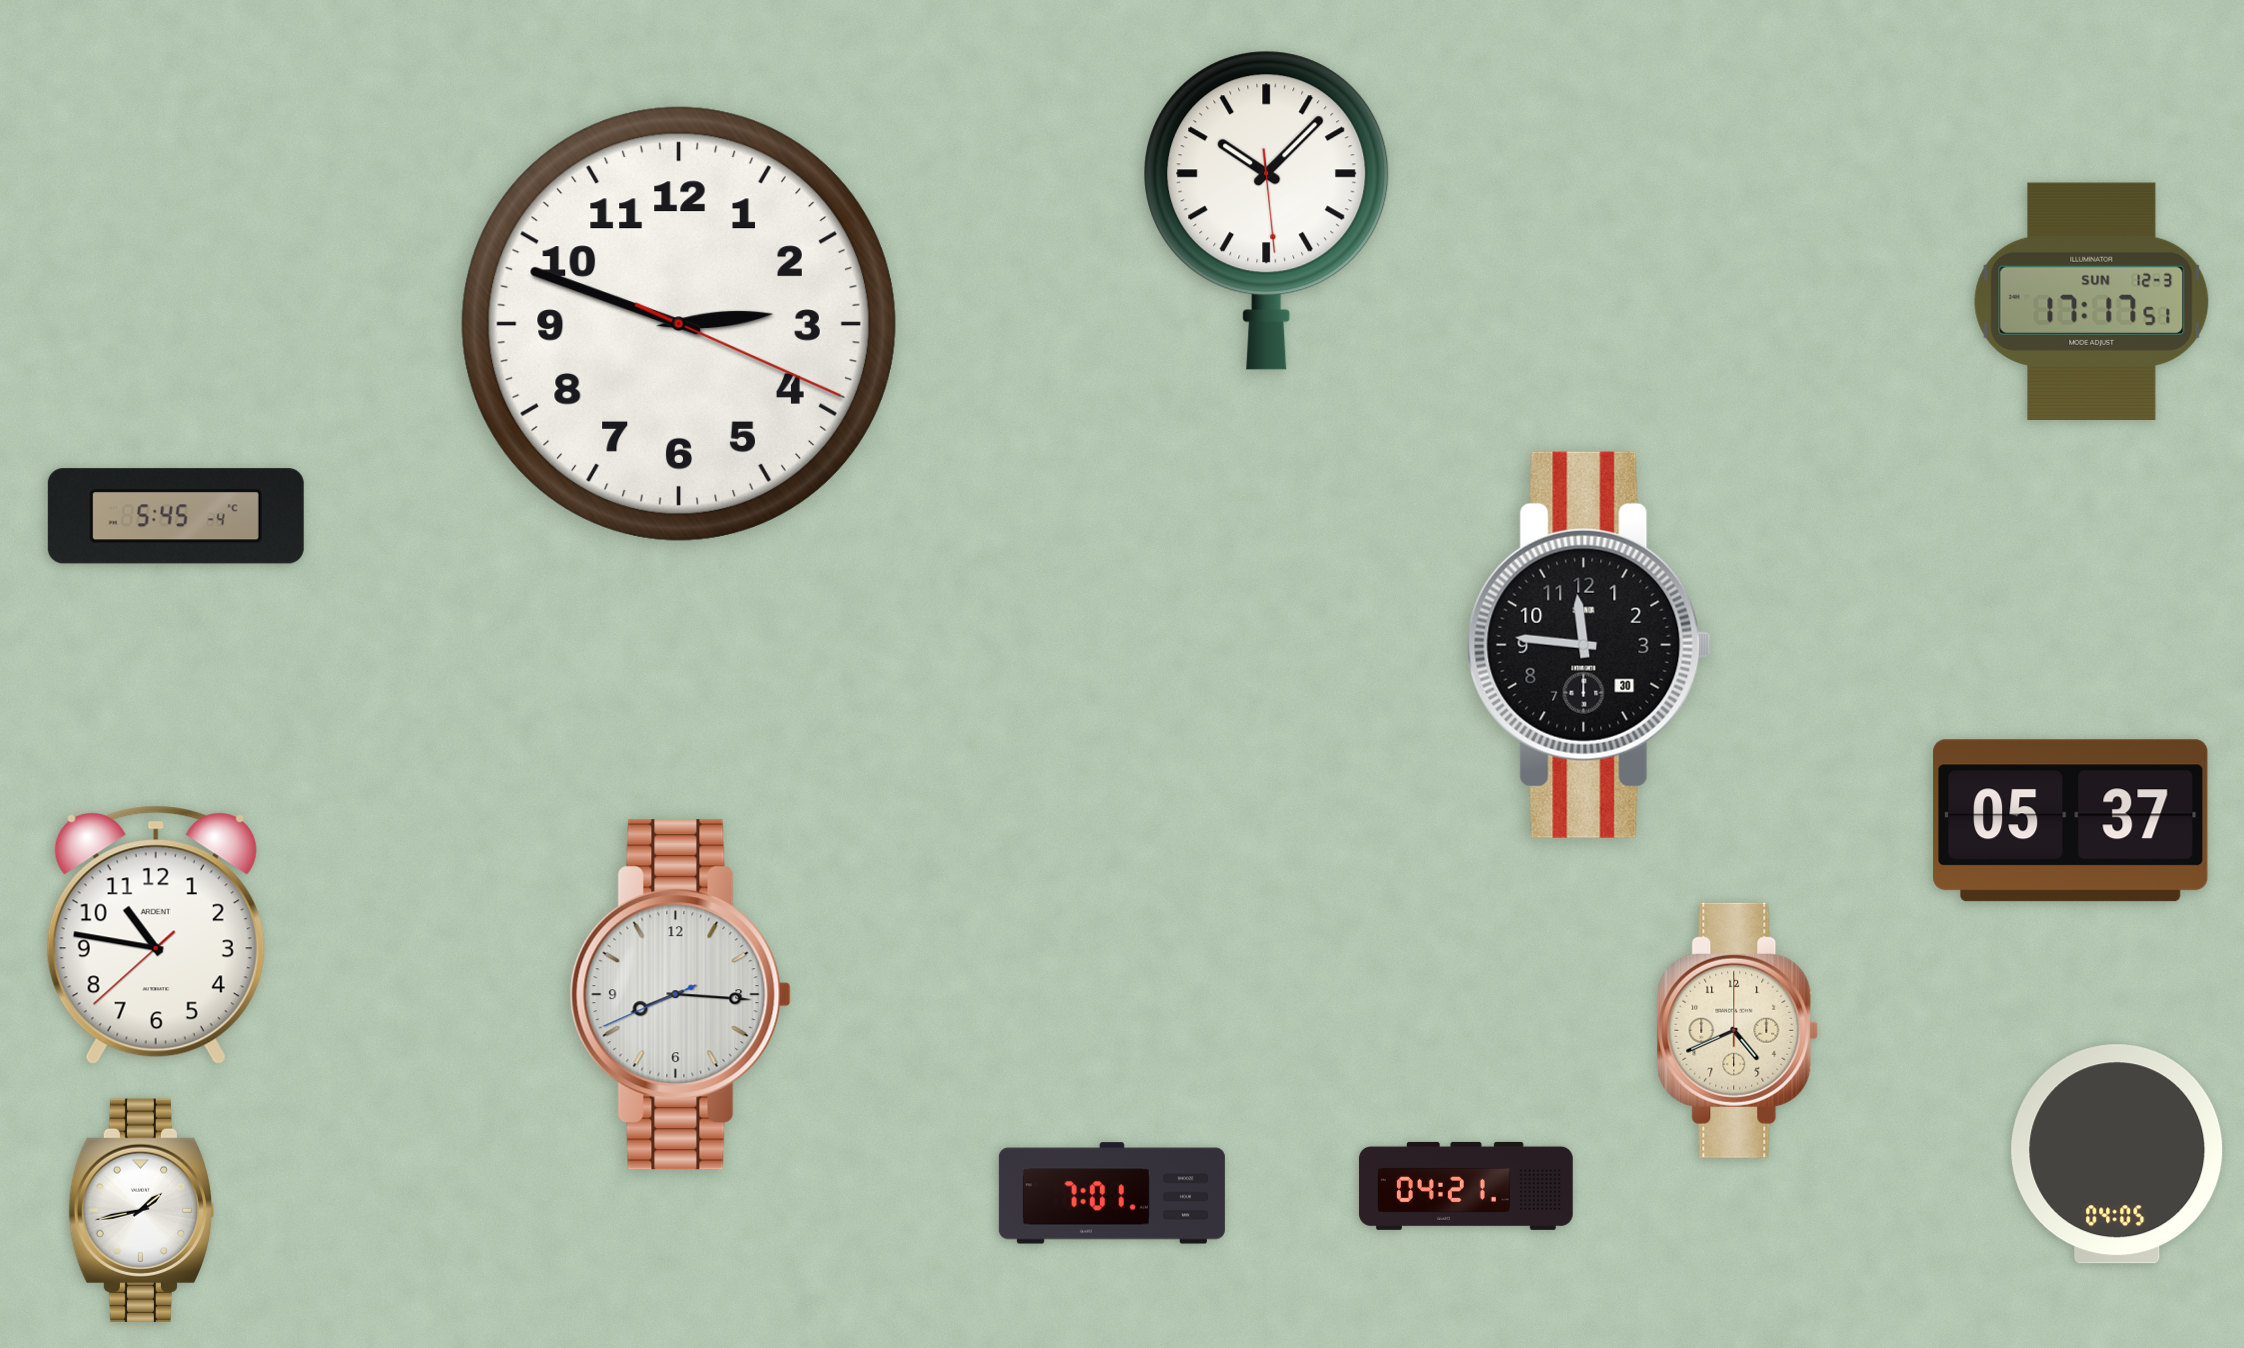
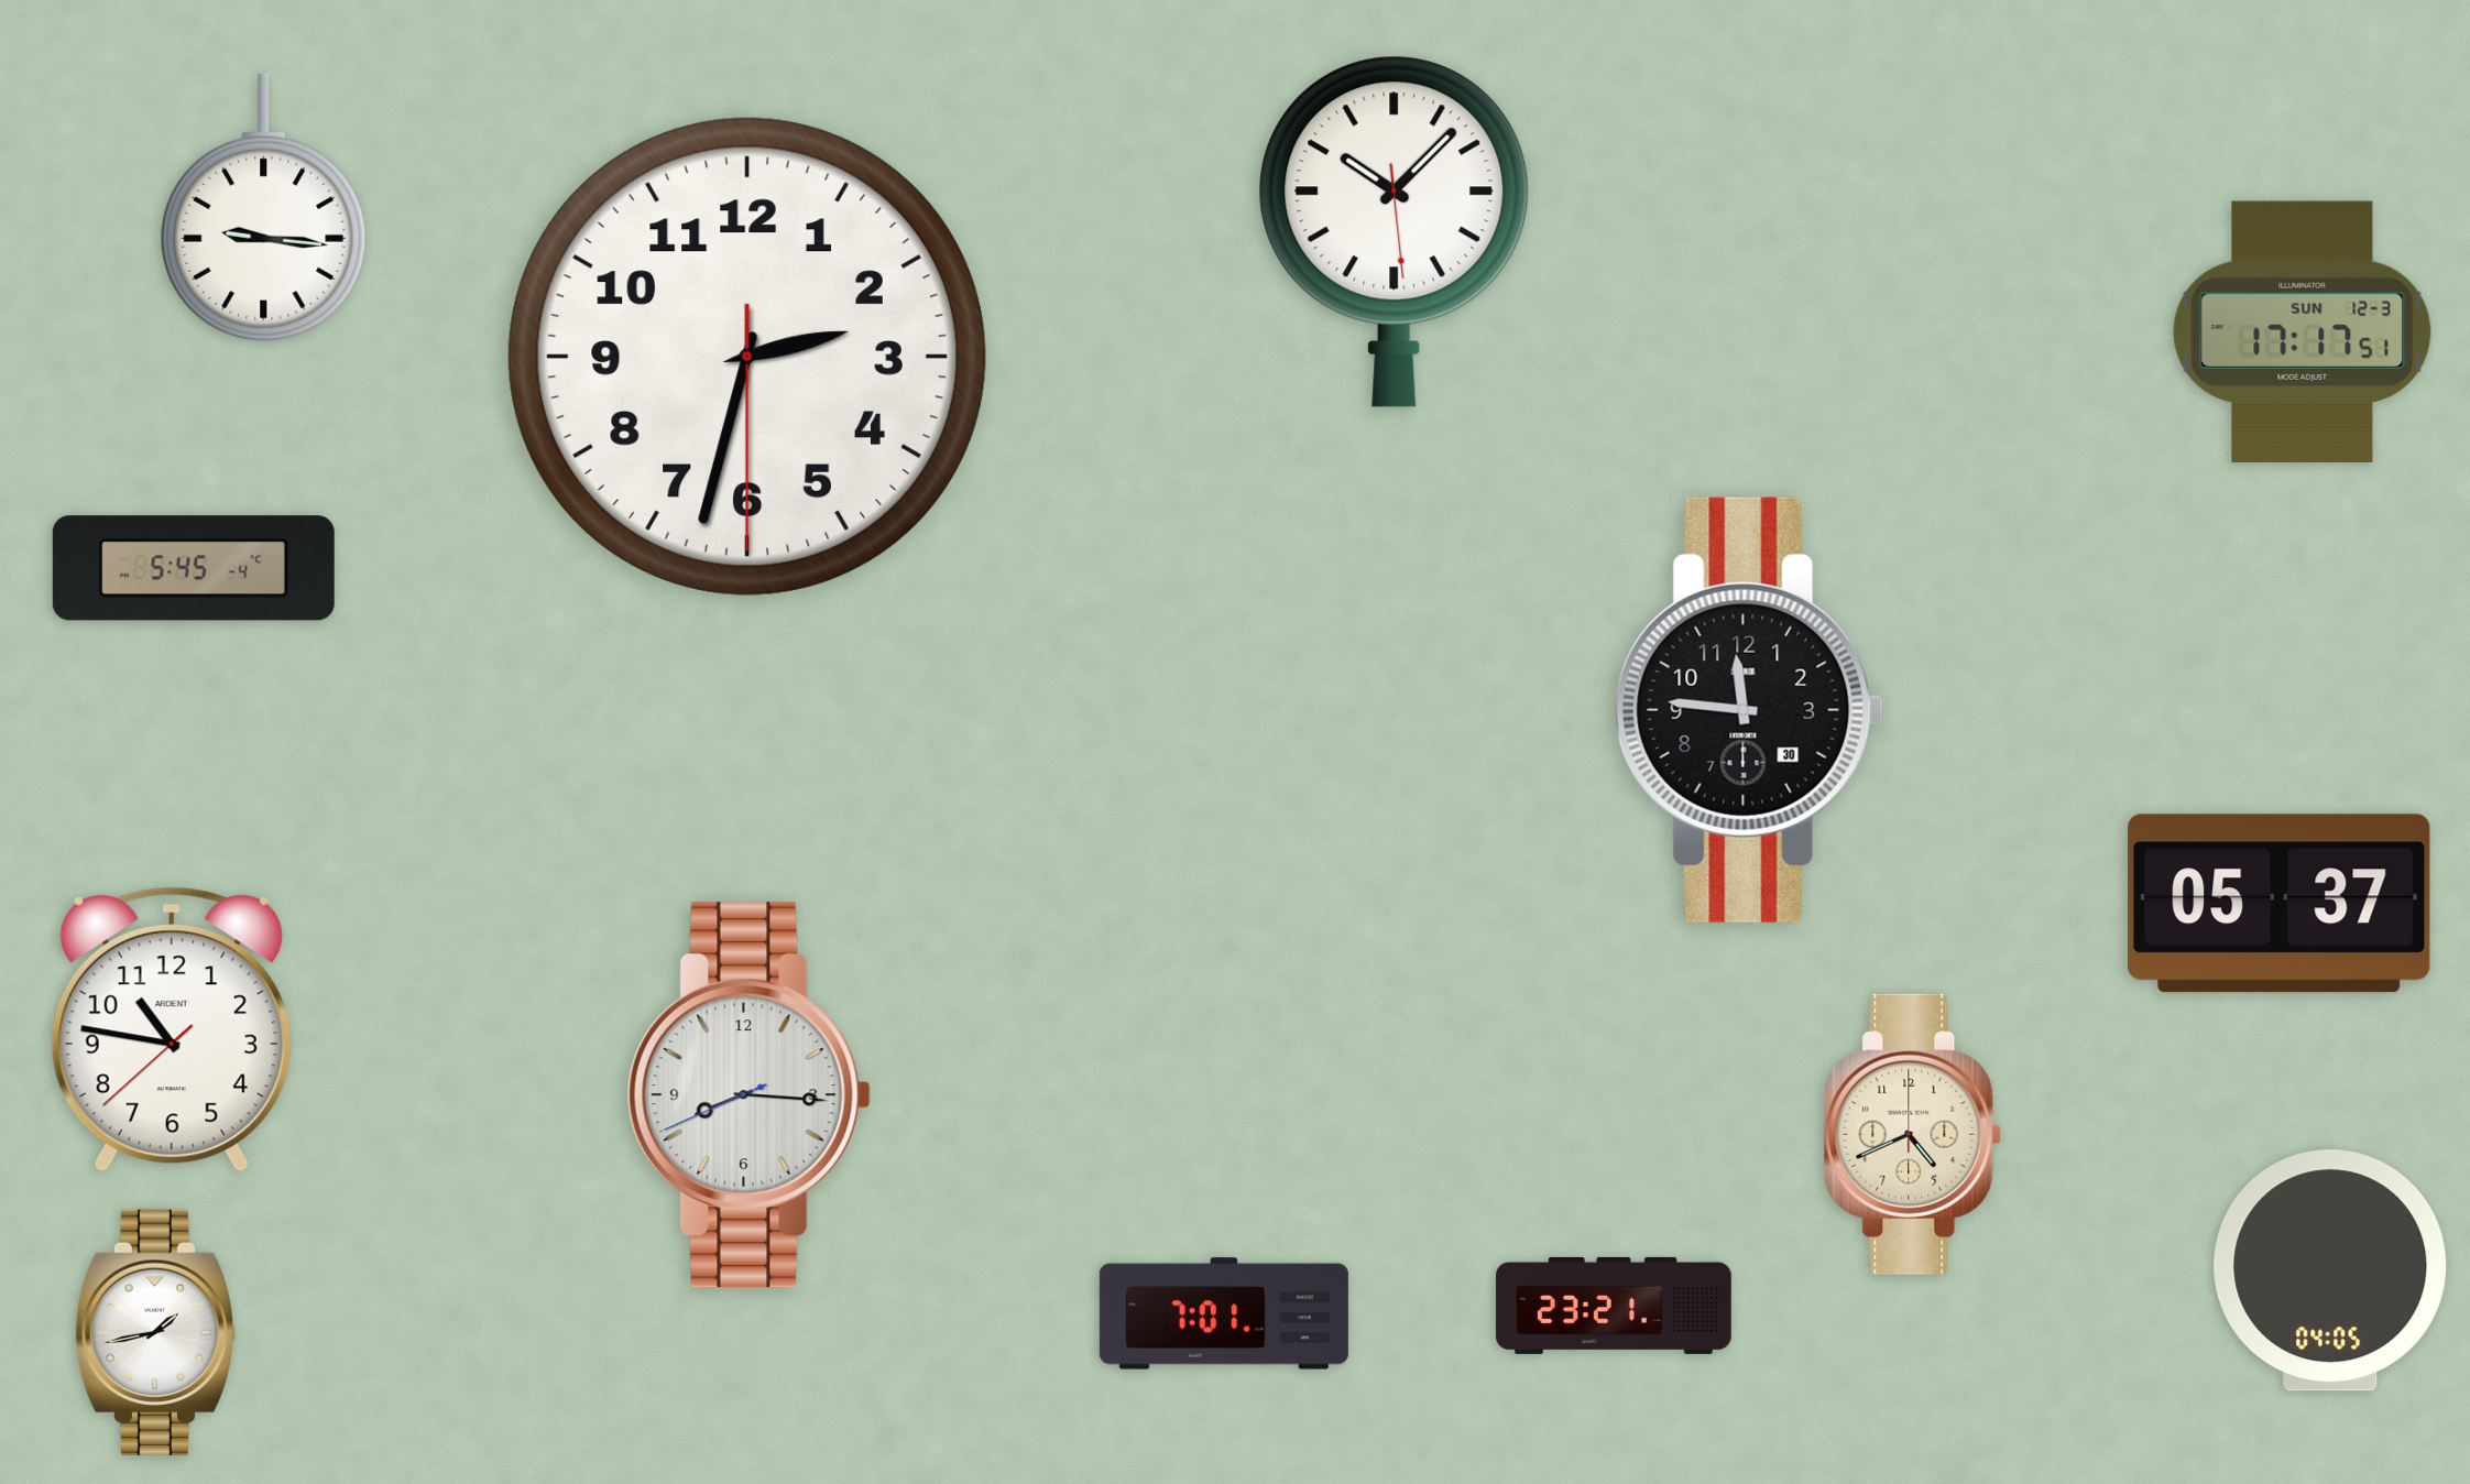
clock at (264, 207): none -> 9:16
clock at (679, 324): 2:48 -> 2:32
clock at (1466, 1186): 04:21 -> 23:21
